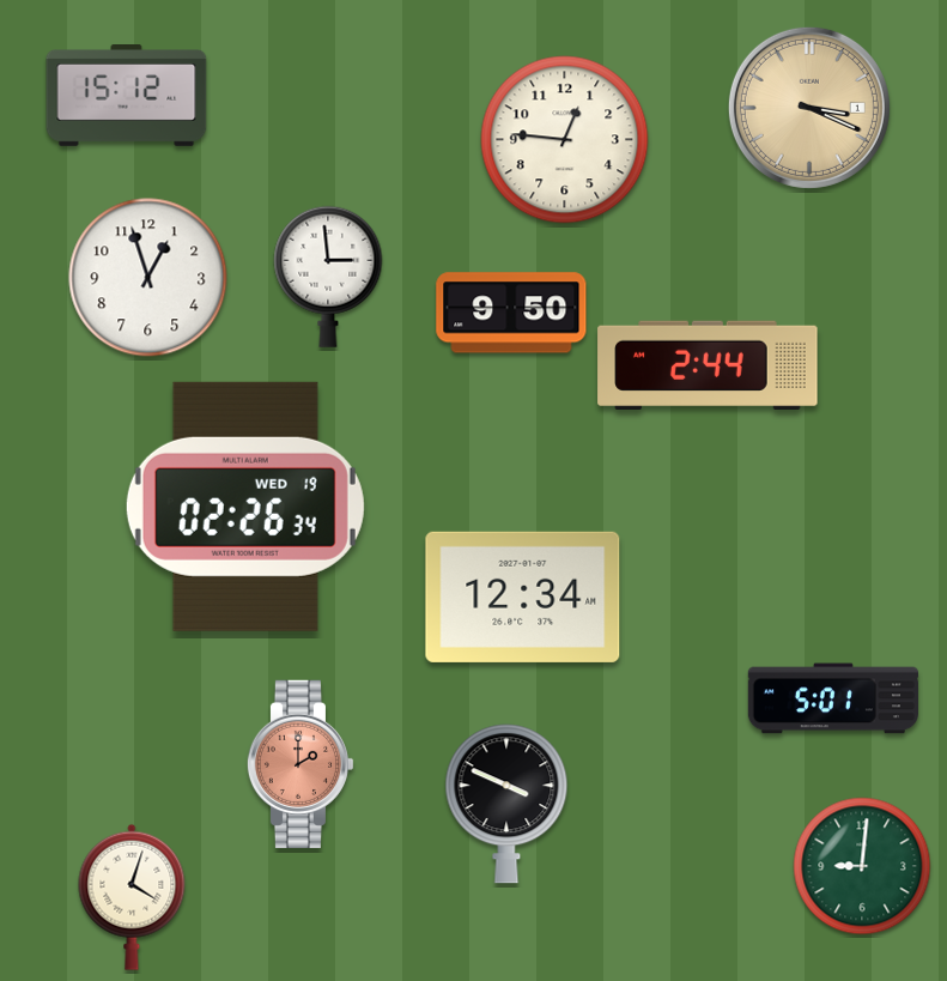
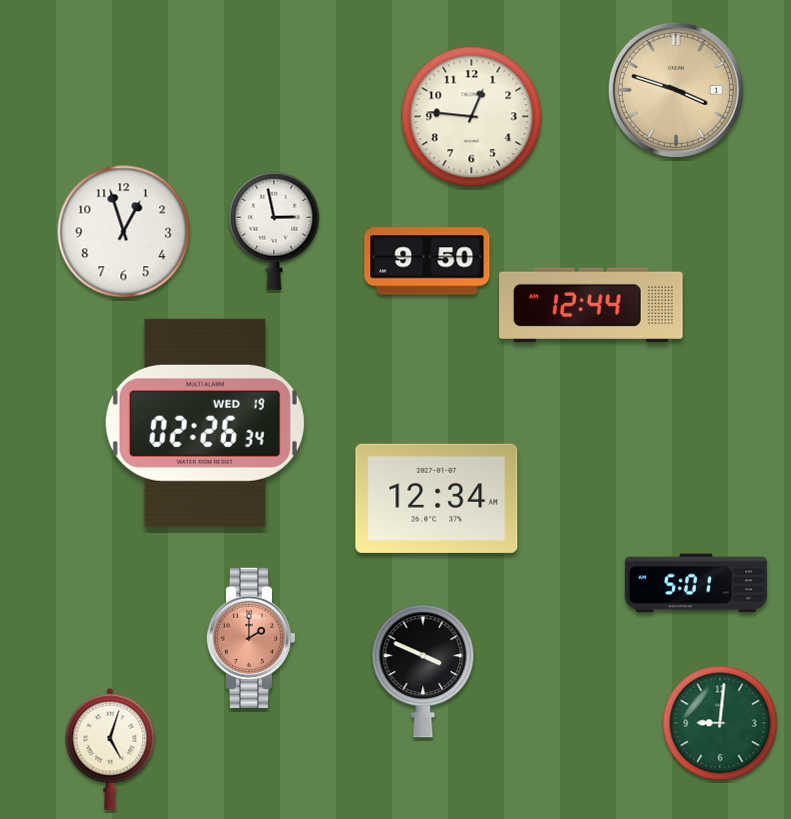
clock at (127, 96): 15:12 -> none
clock at (809, 108): 3:19 -> 3:48
clock at (328, 277): 2:59 -> 2:58
clock at (708, 364): 2:44 -> 12:44
clock at (132, 897): 4:03 -> 5:03
